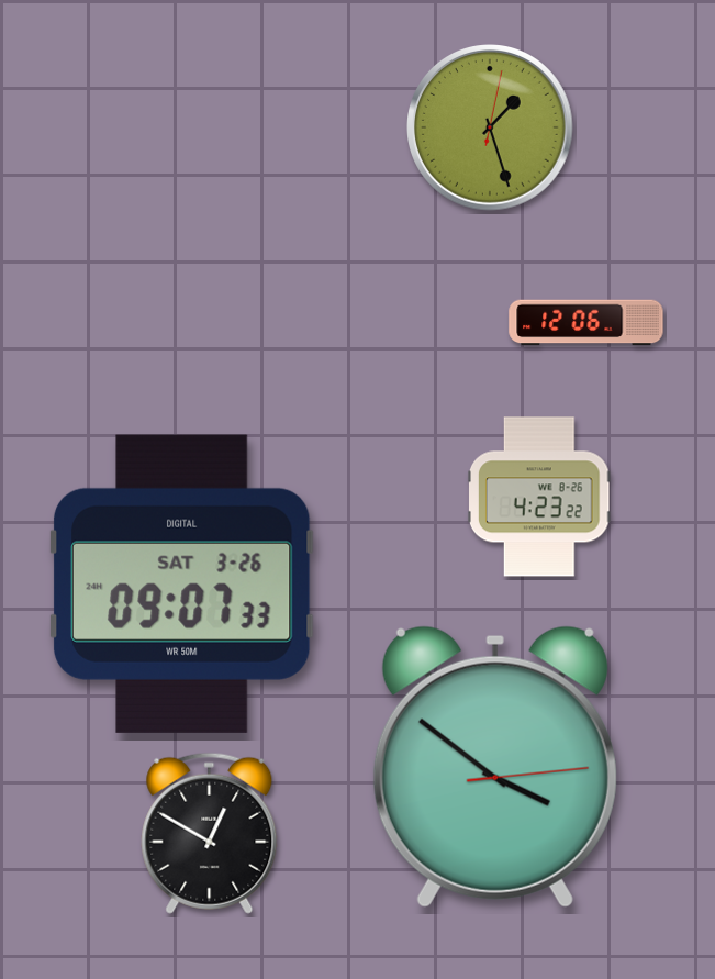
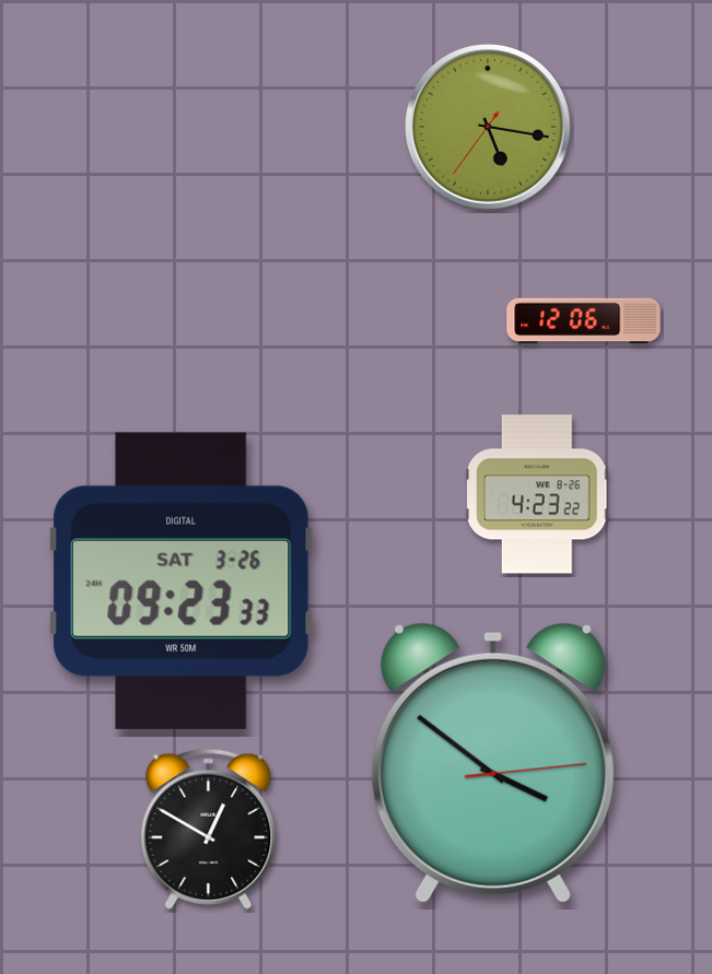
clock at (490, 127): 1:27 -> 5:16
clock at (181, 583): 09:07 -> 09:23
